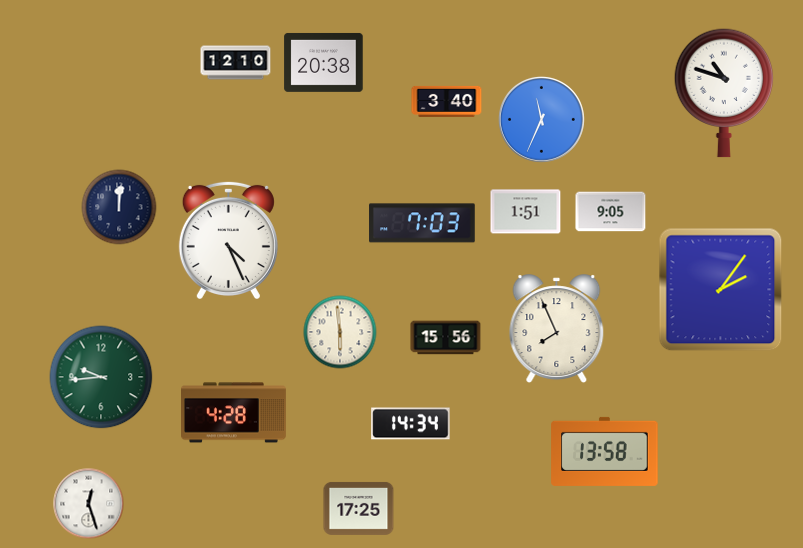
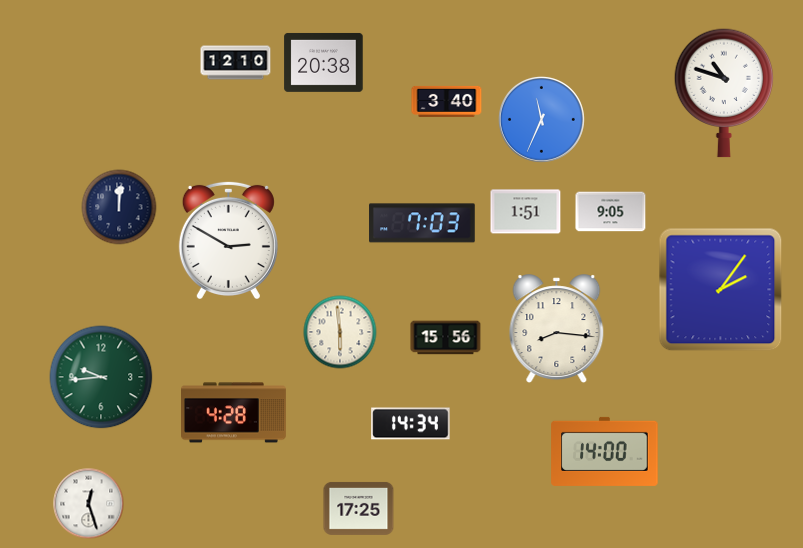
clock at (228, 239): 4:26 -> 2:50
clock at (557, 328): 7:56 -> 8:16
clock at (605, 451): 13:58 -> 14:00
